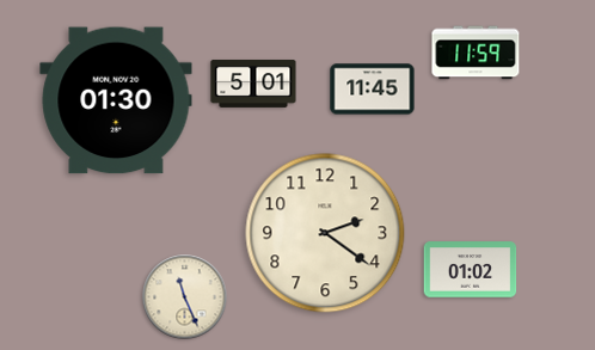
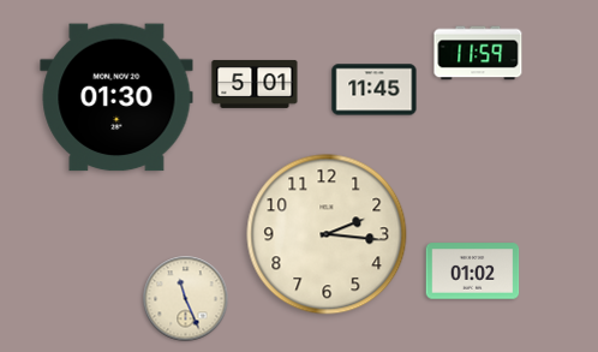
clock at (116, 100) position: (116, 100) -> (116, 97)
clock at (325, 233): 2:21 -> 2:16
